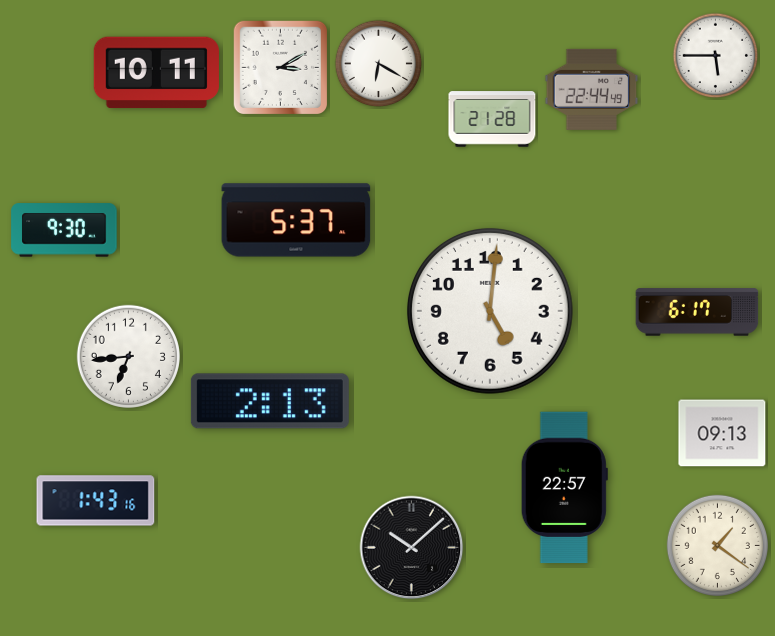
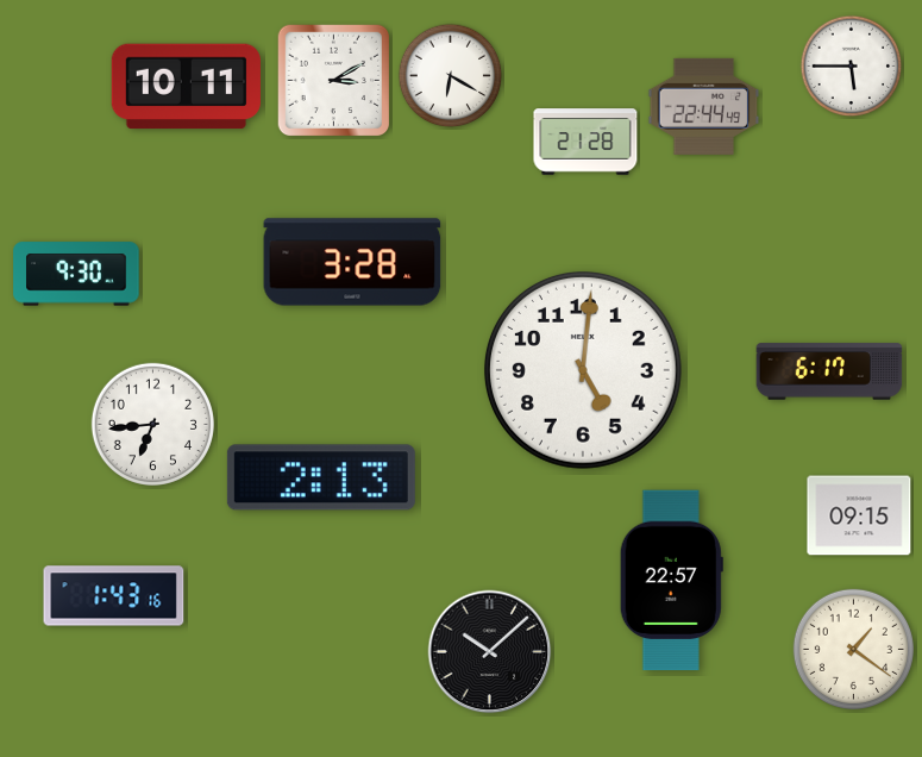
clock at (296, 220): 5:37 -> 3:28
clock at (722, 433): 09:13 -> 09:15
